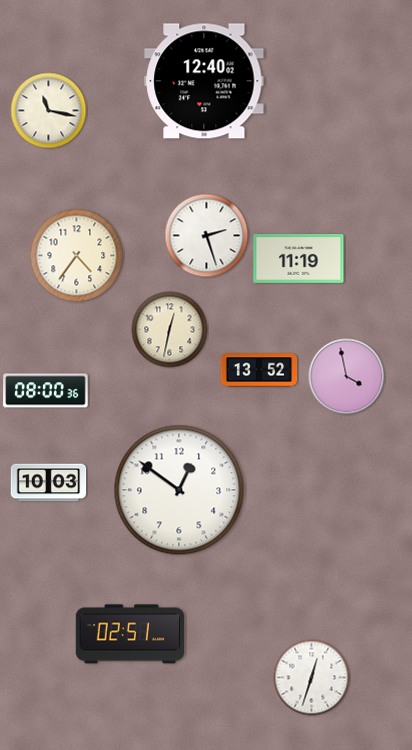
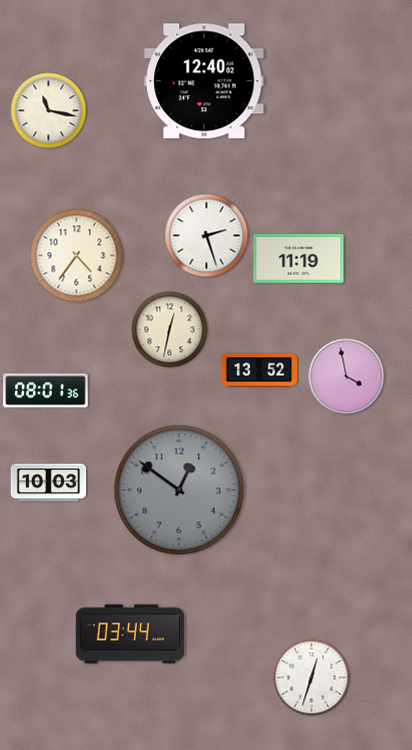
clock at (46, 391): 08:00 -> 08:01
clock at (179, 490) dial: white -> grey
clock at (129, 634): 02:51 -> 03:44
